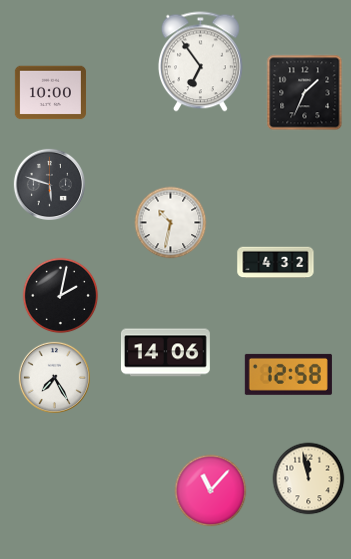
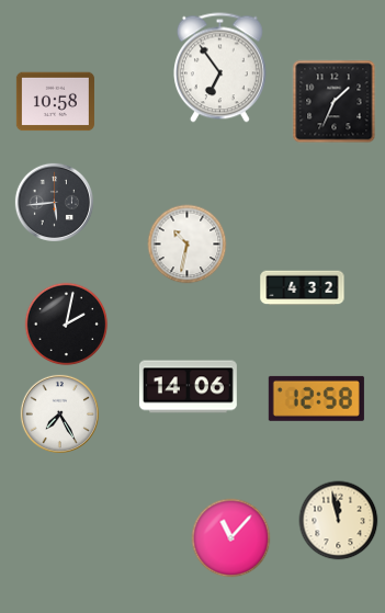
clock at (50, 93): 10:00 -> 10:58
clock at (49, 184): 5:48 -> 5:44
clock at (165, 353) position: (165, 353) -> (188, 387)
clock at (288, 374) position: (288, 374) -> (316, 398)
clock at (309, 479) position: (309, 479) -> (339, 521)
